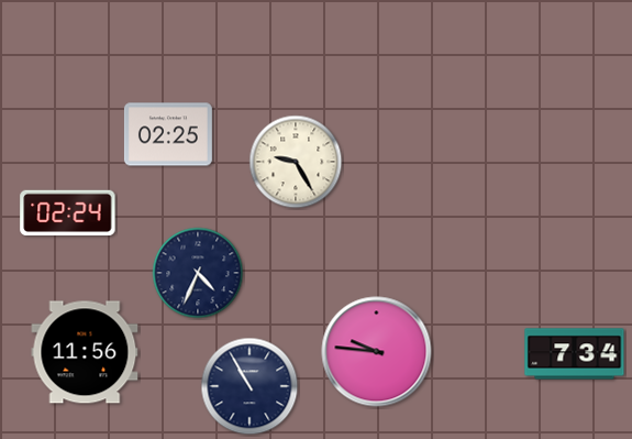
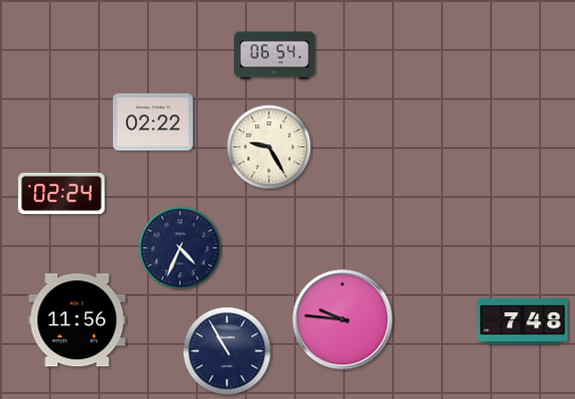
clock at (275, 56): none -> 06:54
clock at (168, 134): 02:25 -> 02:22
clock at (575, 354): 7:34 -> 7:48
